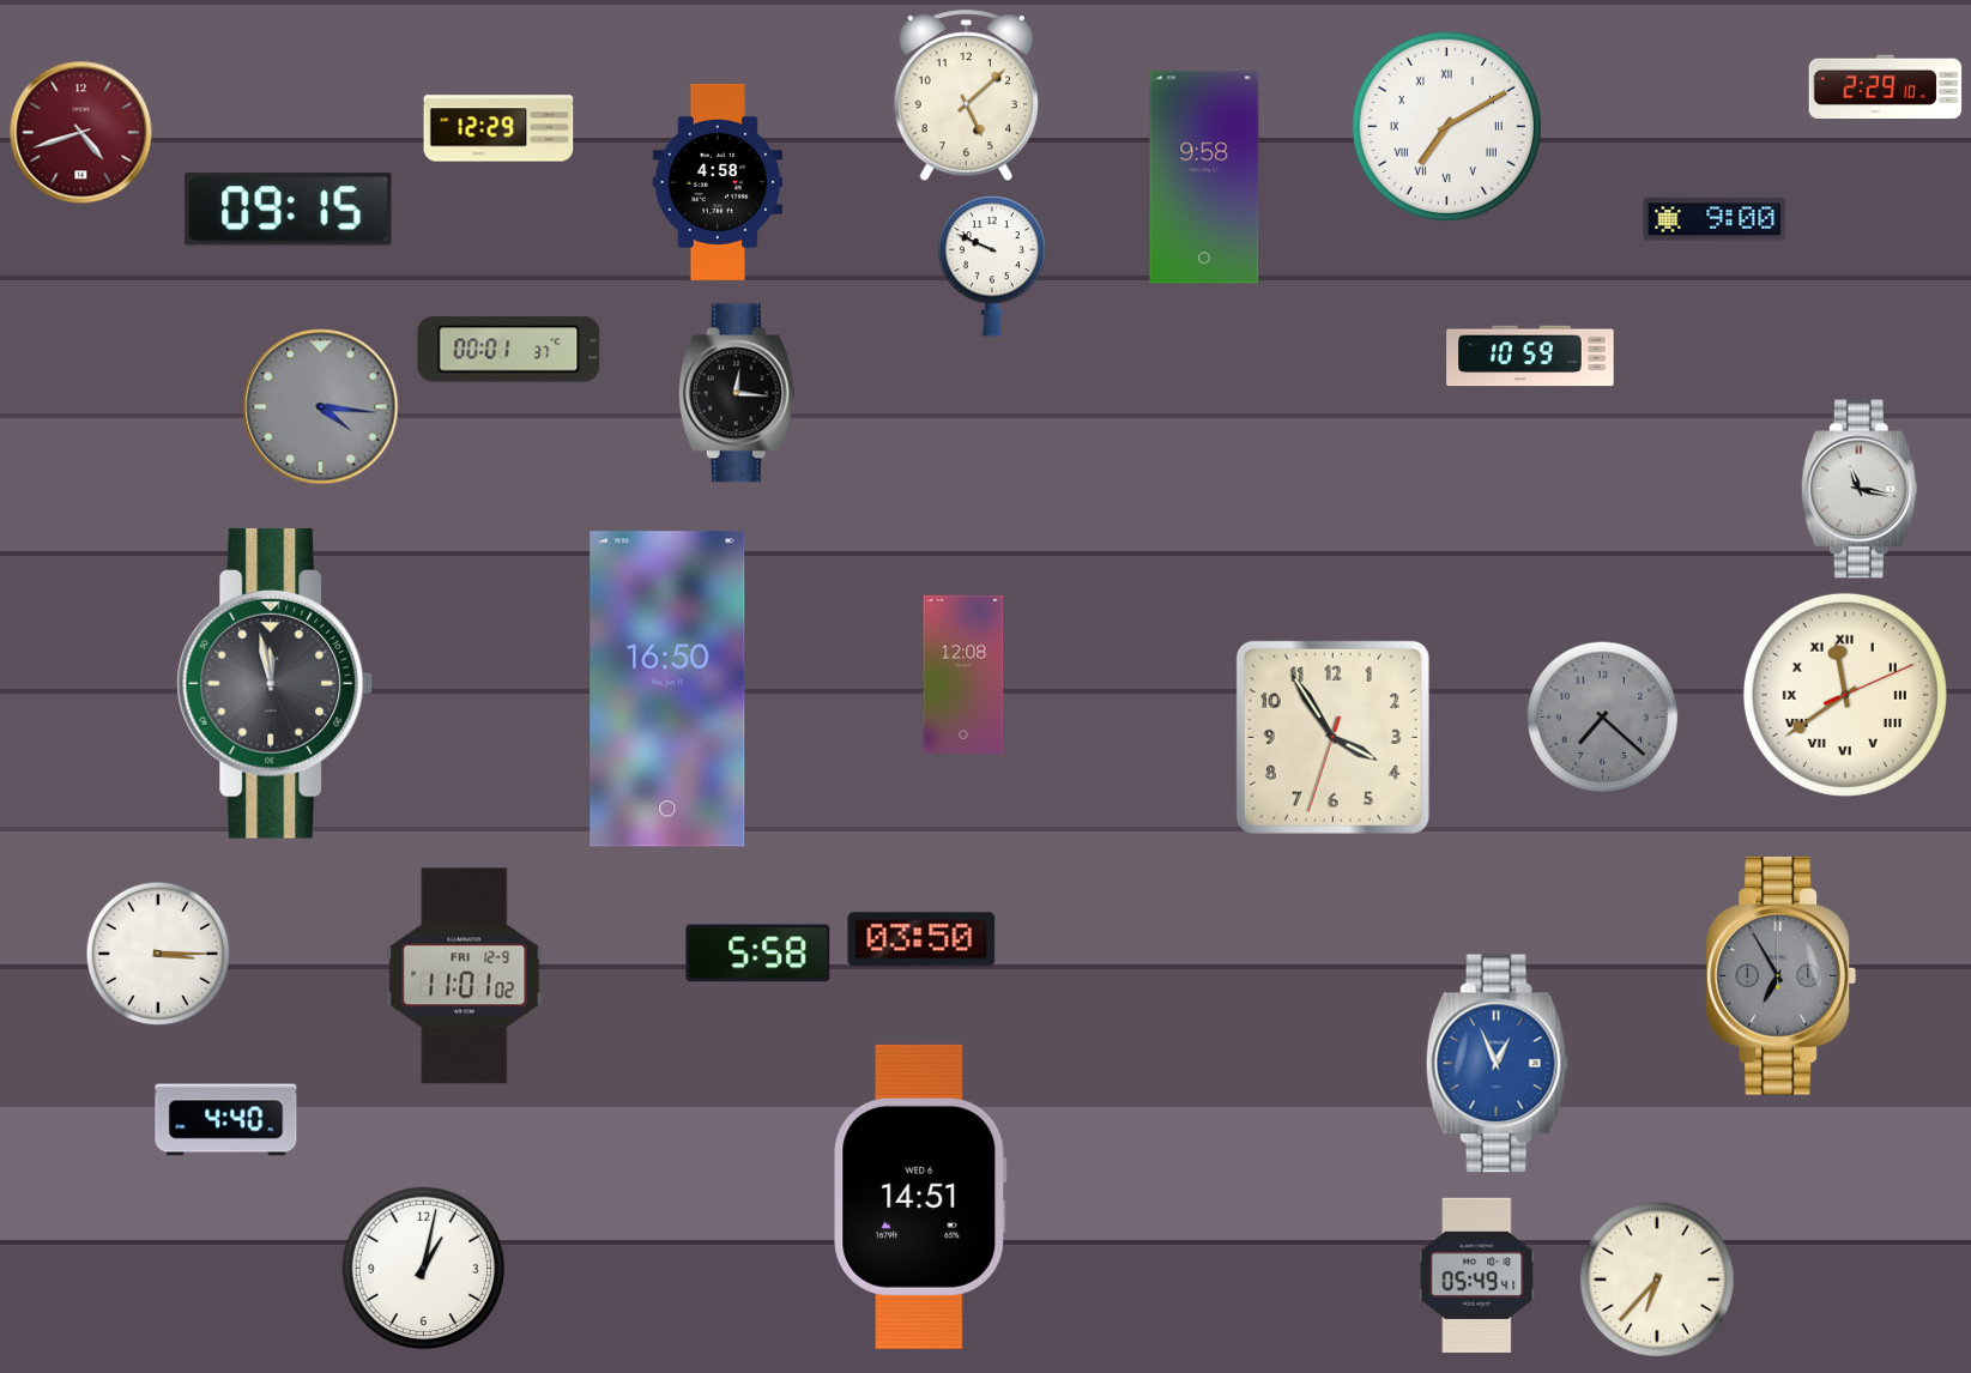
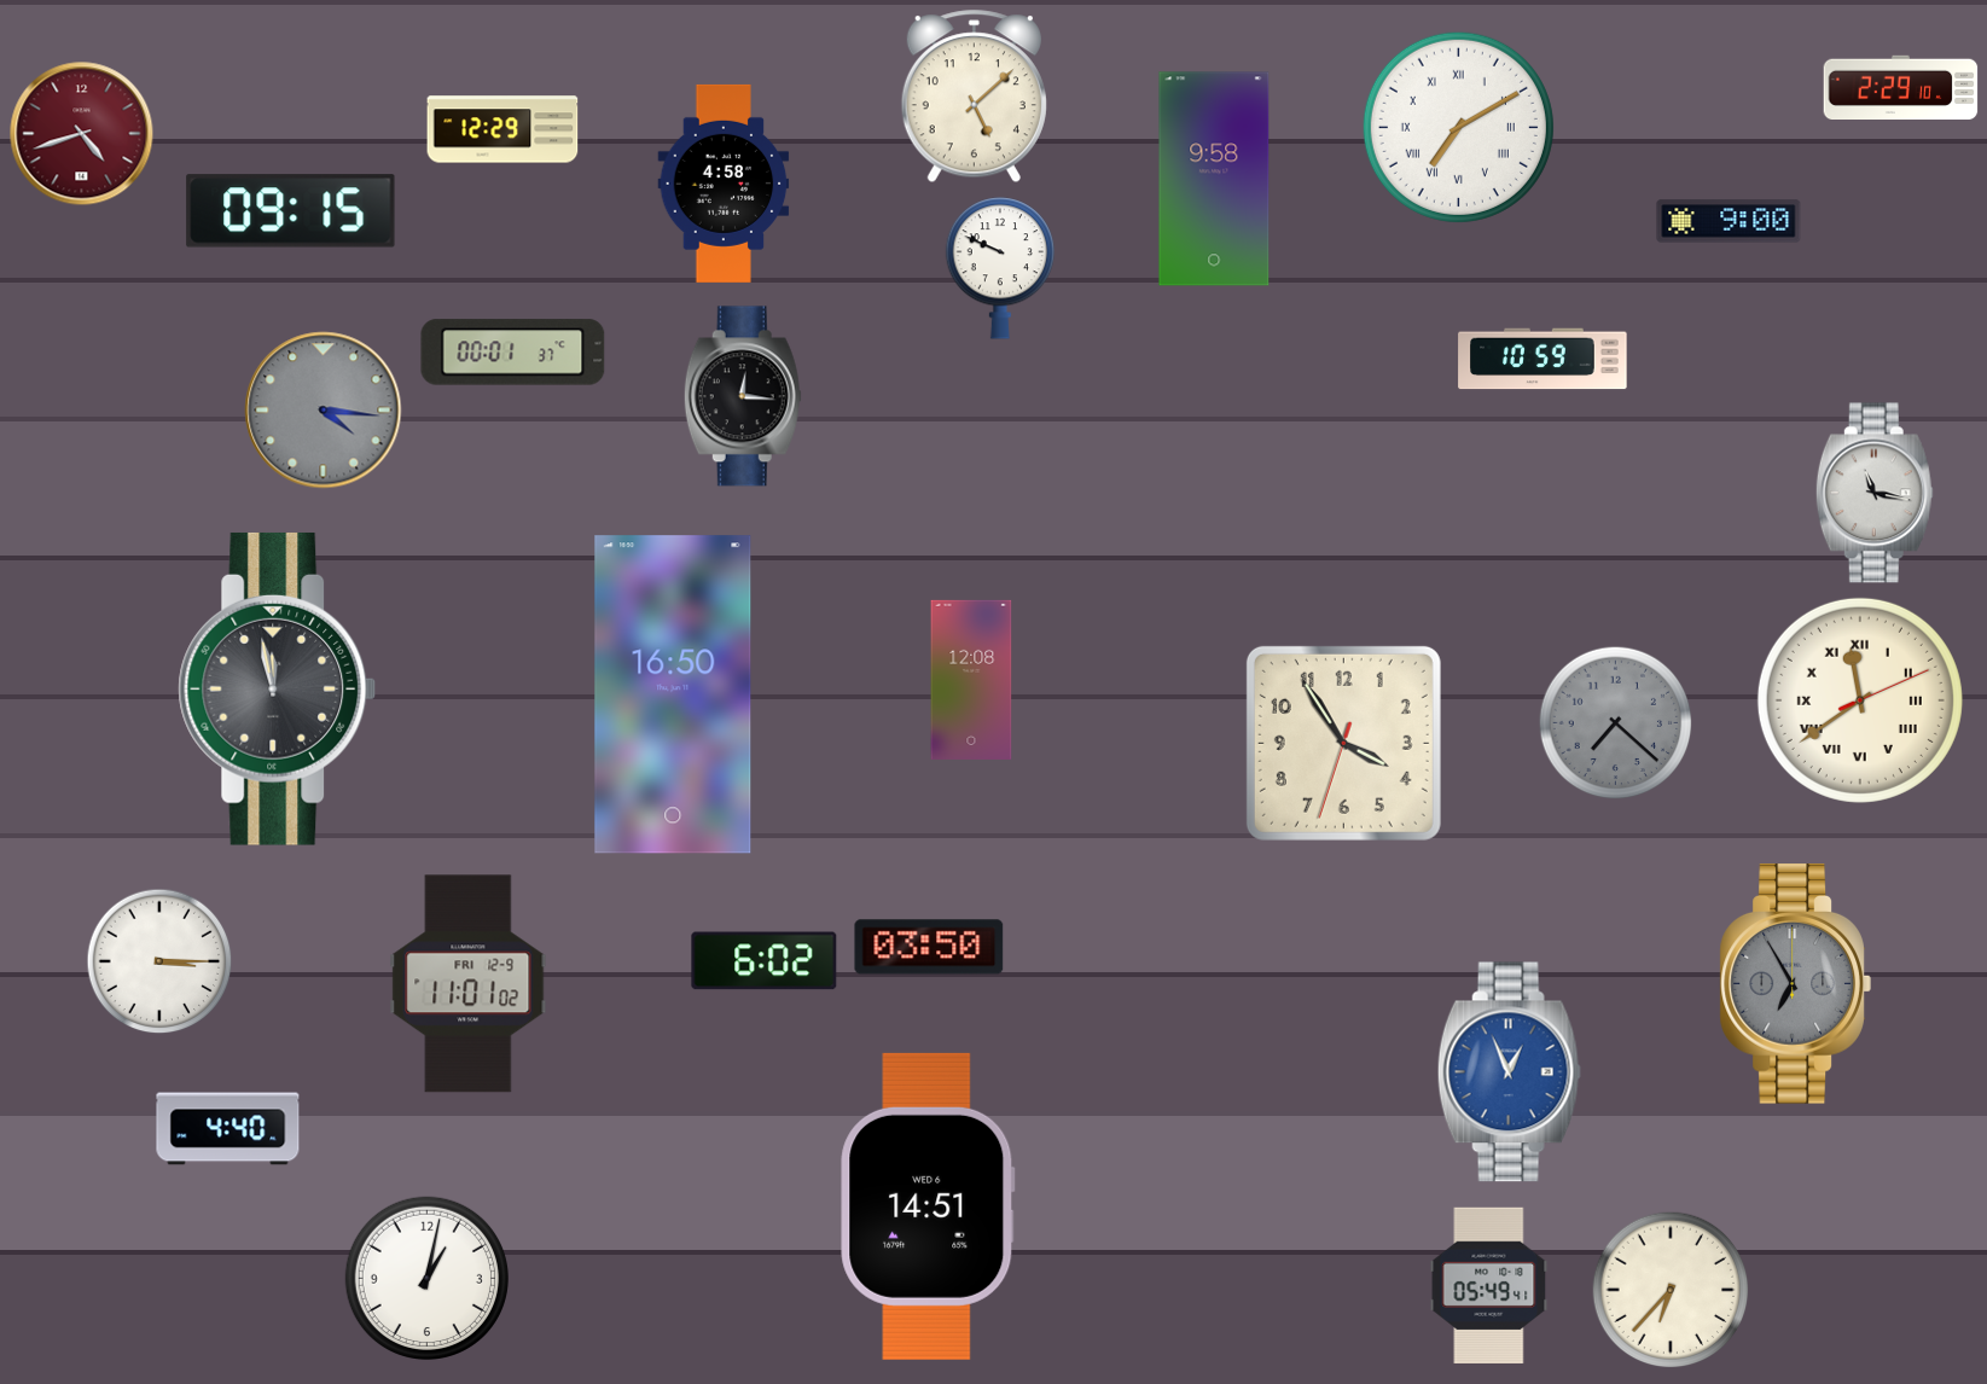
clock at (758, 954): 5:58 -> 6:02
